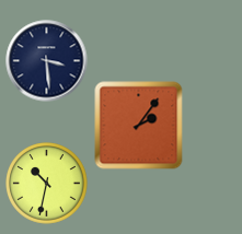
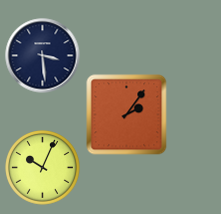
clock at (47, 184): 10:32 -> 10:04
